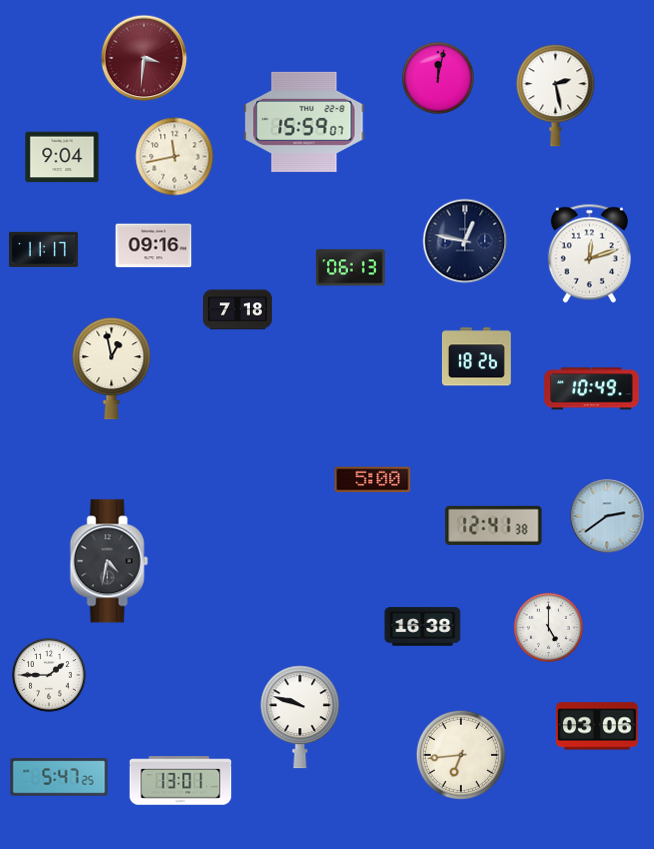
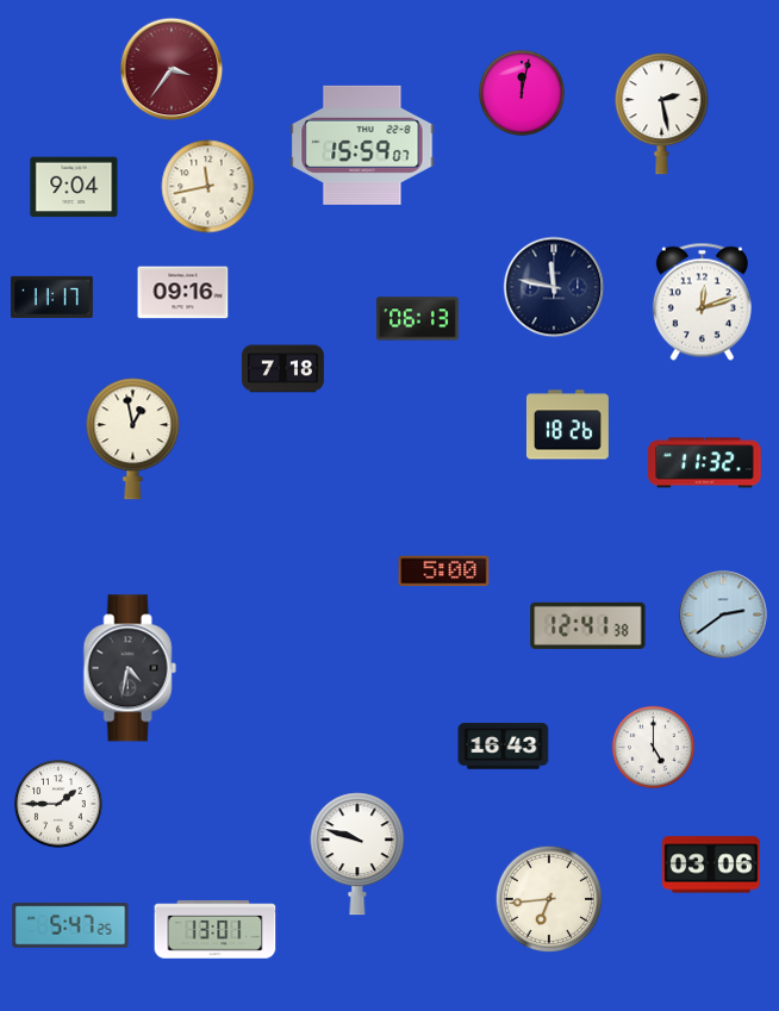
clock at (144, 58): 3:31 -> 3:36
clock at (465, 241): 12:47 -> 11:47
clock at (592, 389): 10:49 -> 11:32
clock at (423, 627): 16:38 -> 16:43
